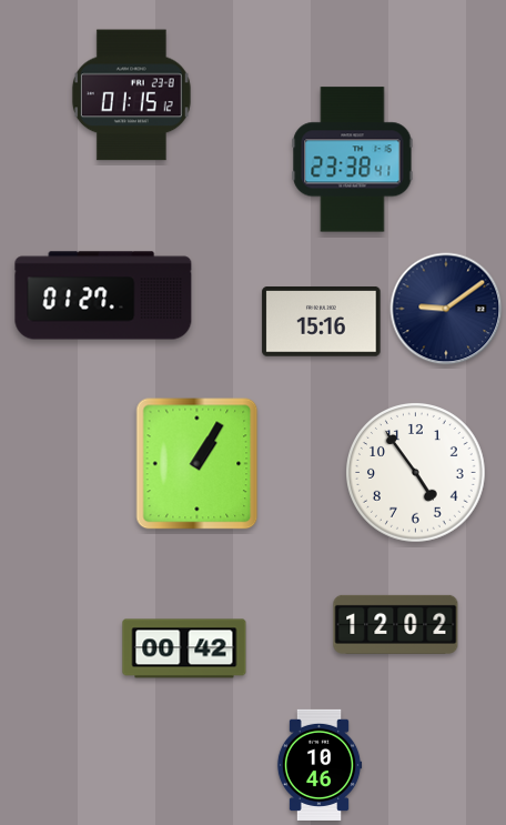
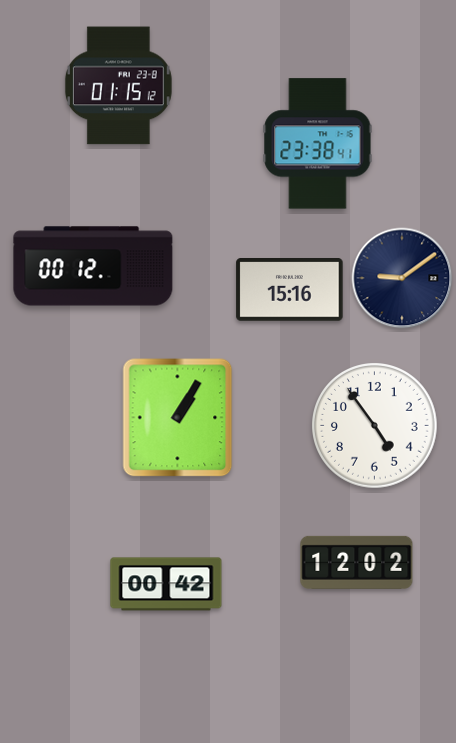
clock at (103, 295): 01:27 -> 00:12
clock at (320, 765): 10:46 -> none
